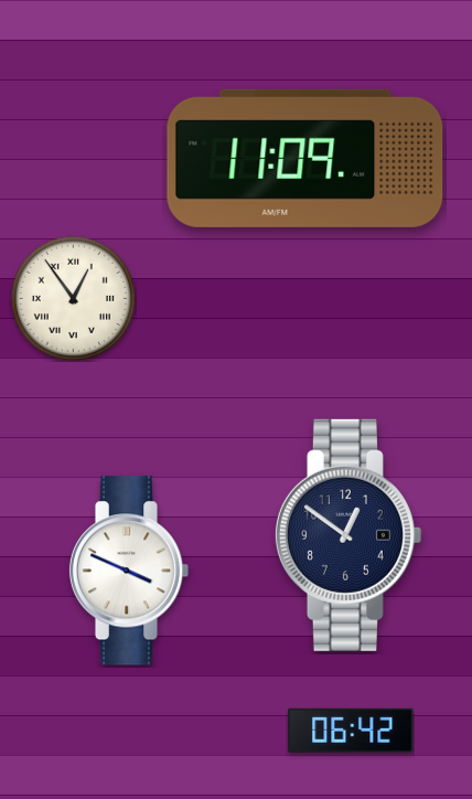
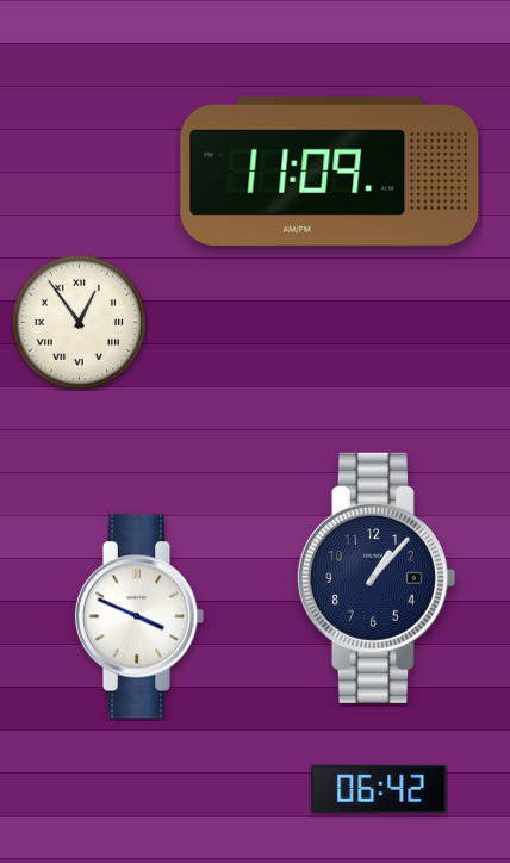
clock at (347, 535): 12:51 -> 1:07
